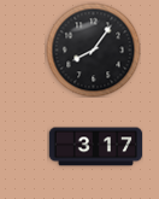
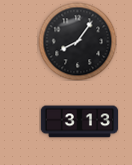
clock at (95, 147): 3:17 -> 3:13
